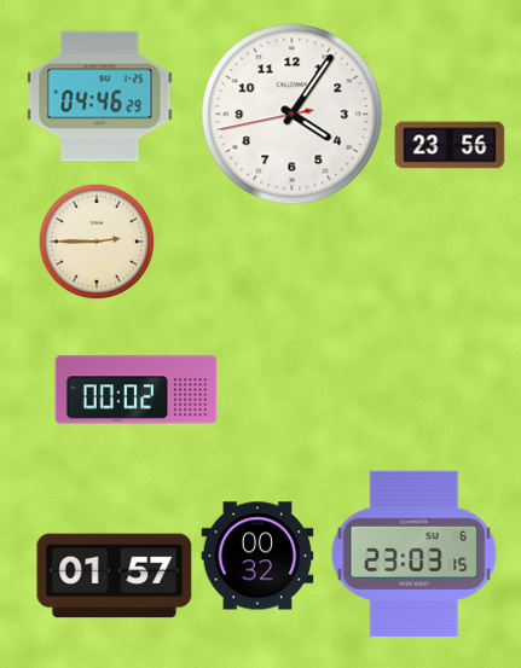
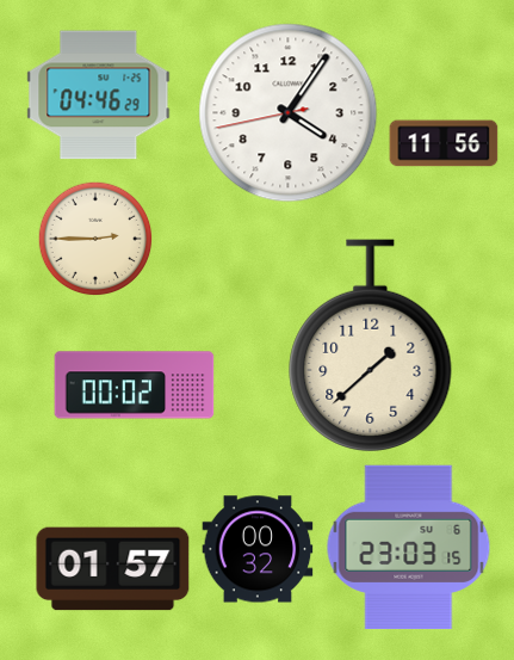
clock at (450, 145): 23:56 -> 11:56
clock at (371, 345): none -> 1:38
clock at (257, 556) position: (257, 556) -> (258, 549)
